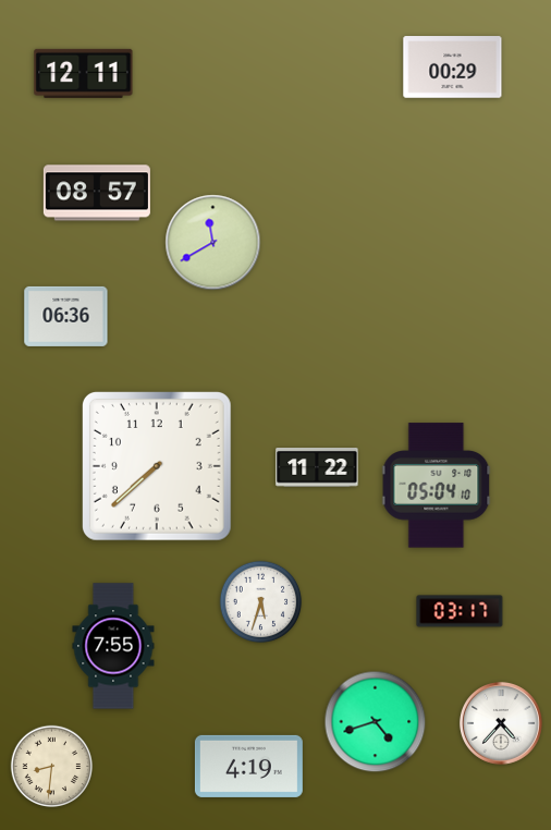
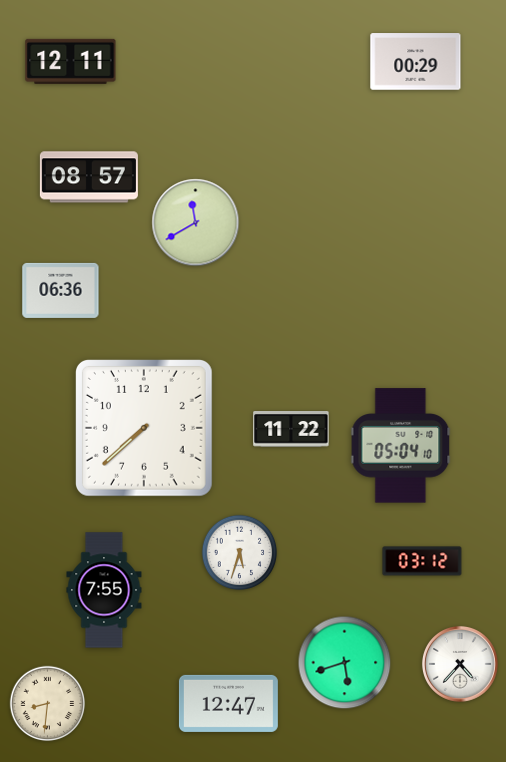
clock at (84, 73) position: (84, 73) -> (71, 61)
clock at (460, 611): 03:17 -> 03:12
clock at (113, 646) position: (113, 646) -> (104, 590)
clock at (376, 722): 4:42 -> 5:42
clock at (248, 766): 4:19 -> 12:47
